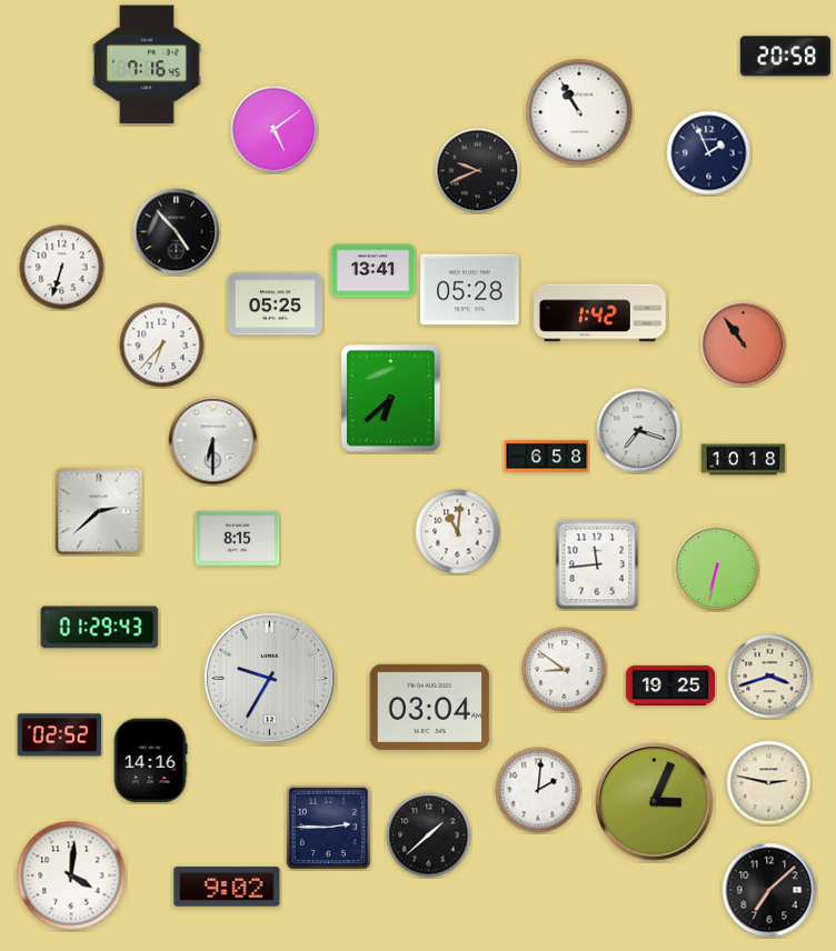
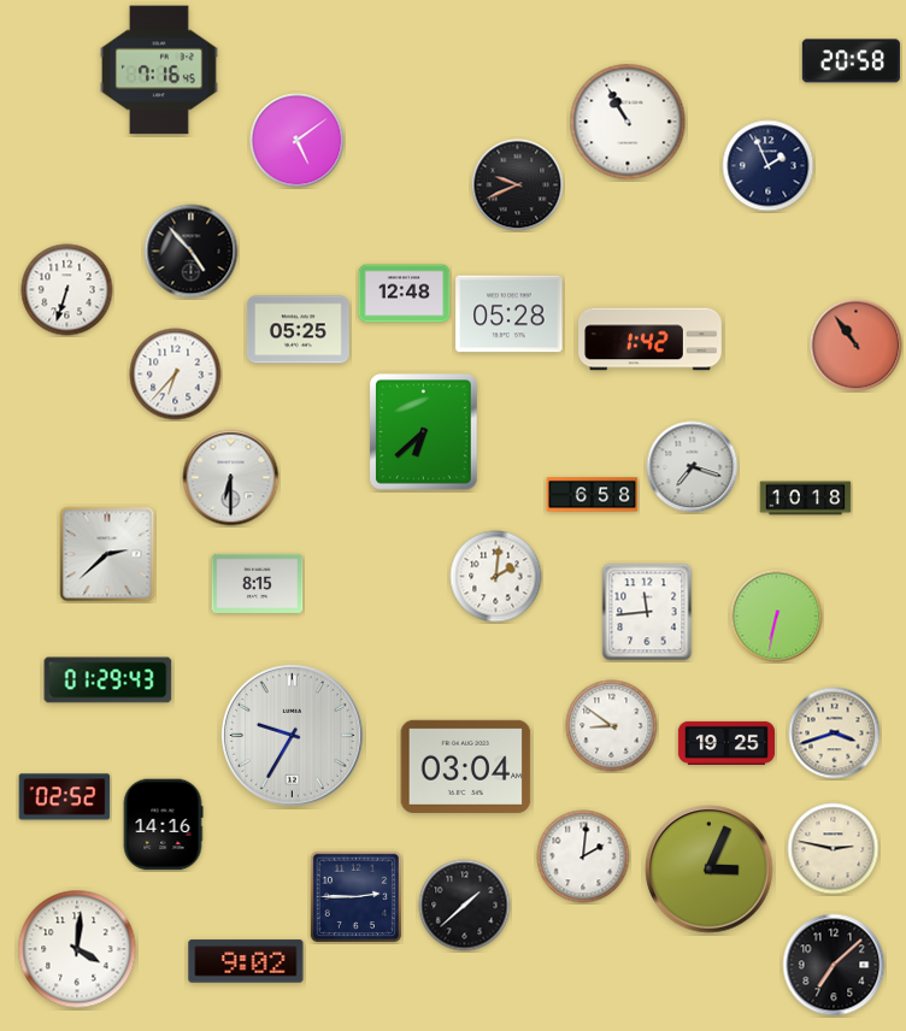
clock at (374, 271): 13:41 -> 12:48
clock at (744, 344) position: (744, 344) -> (857, 346)
clock at (458, 532): 11:01 -> 2:01
